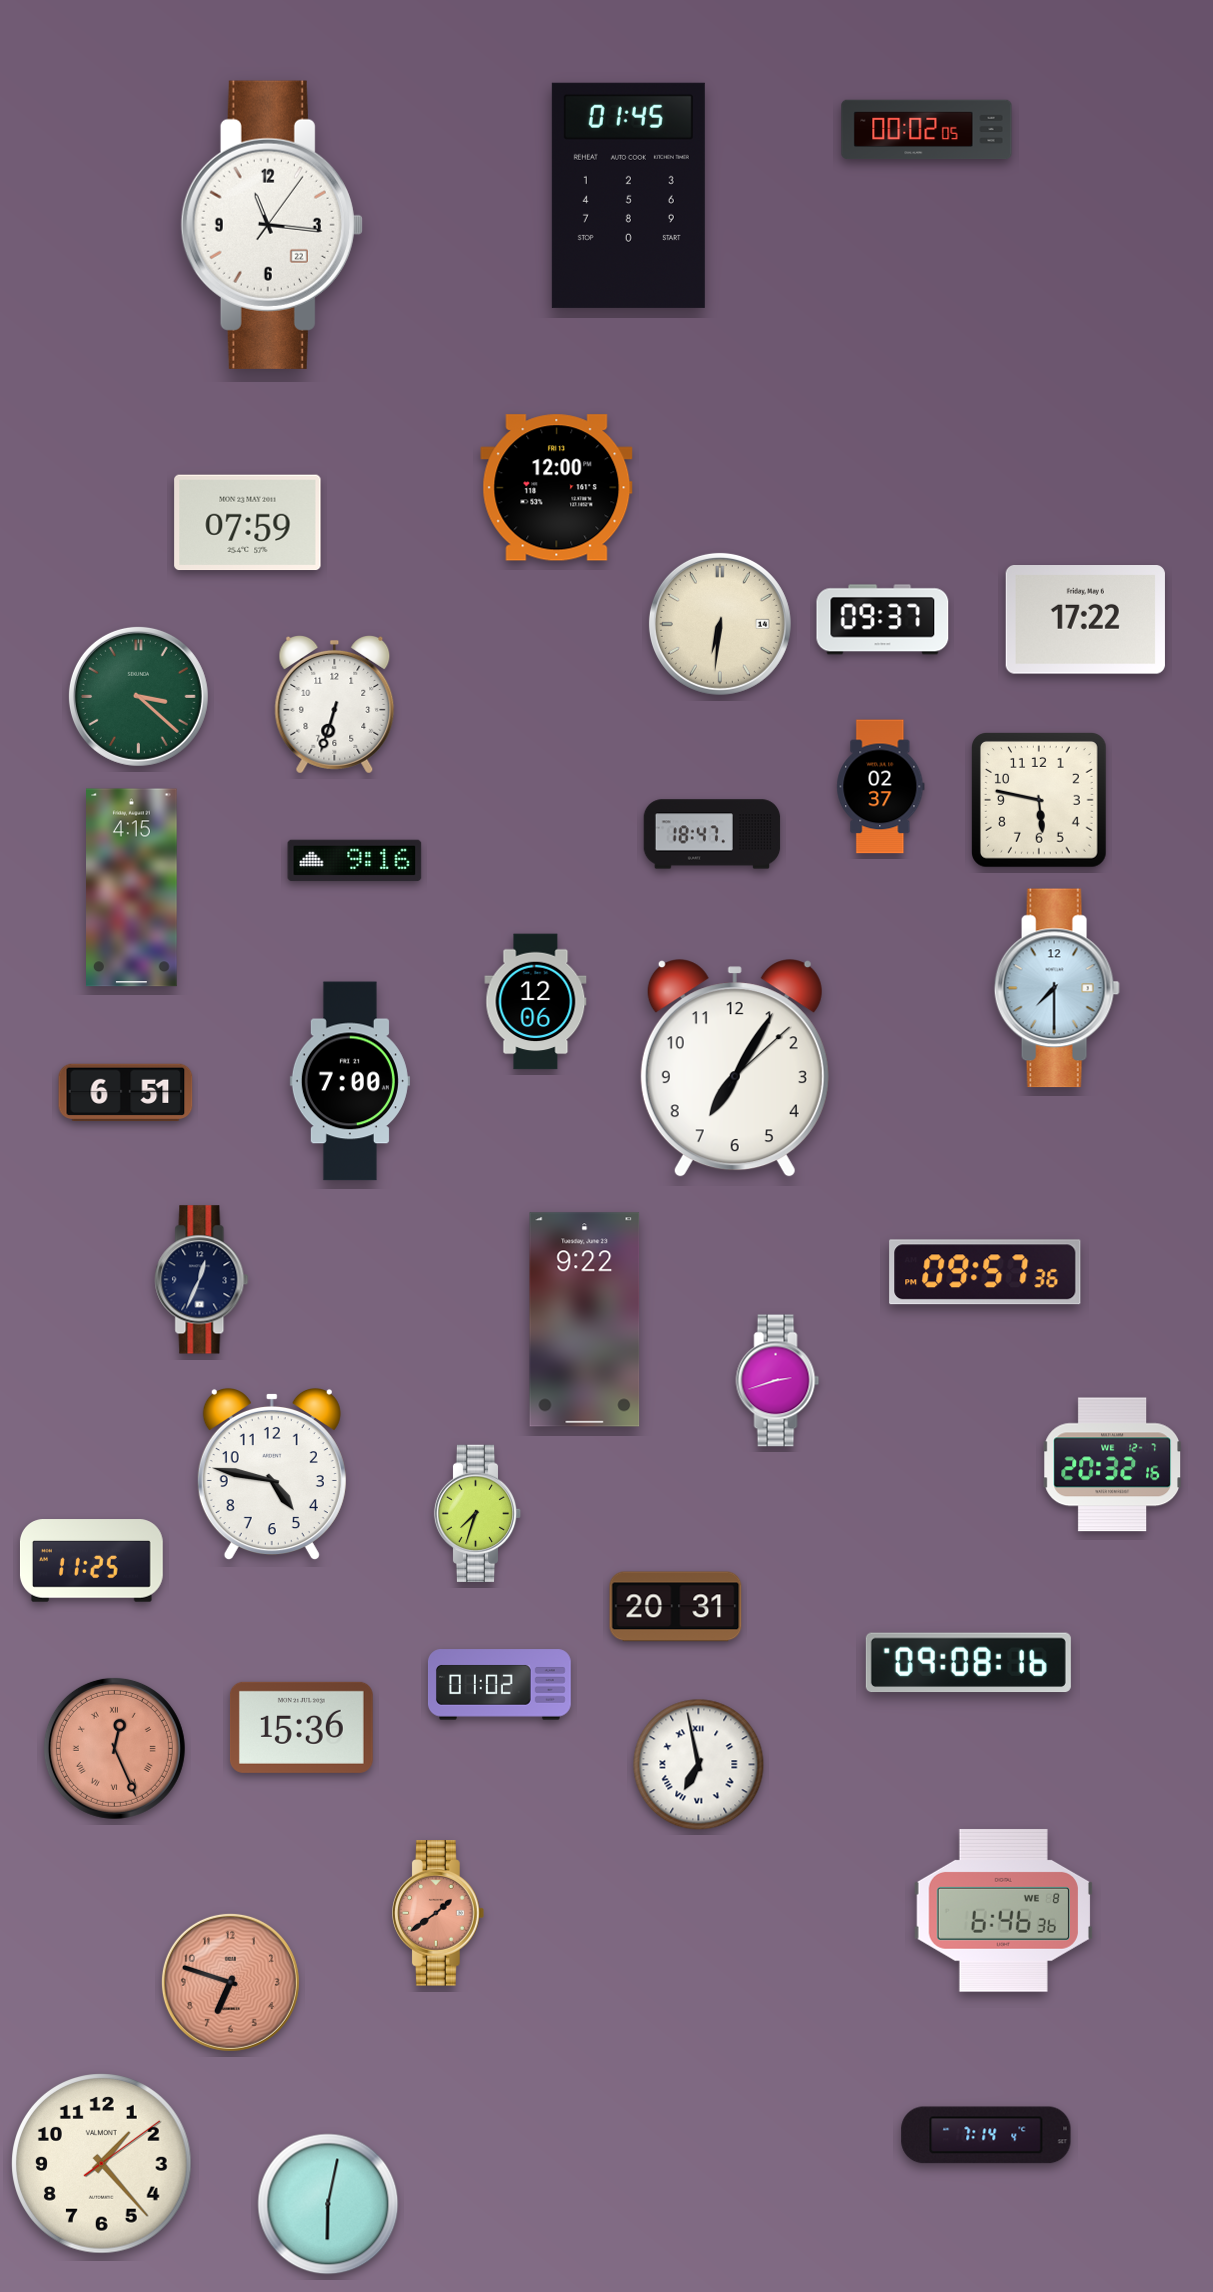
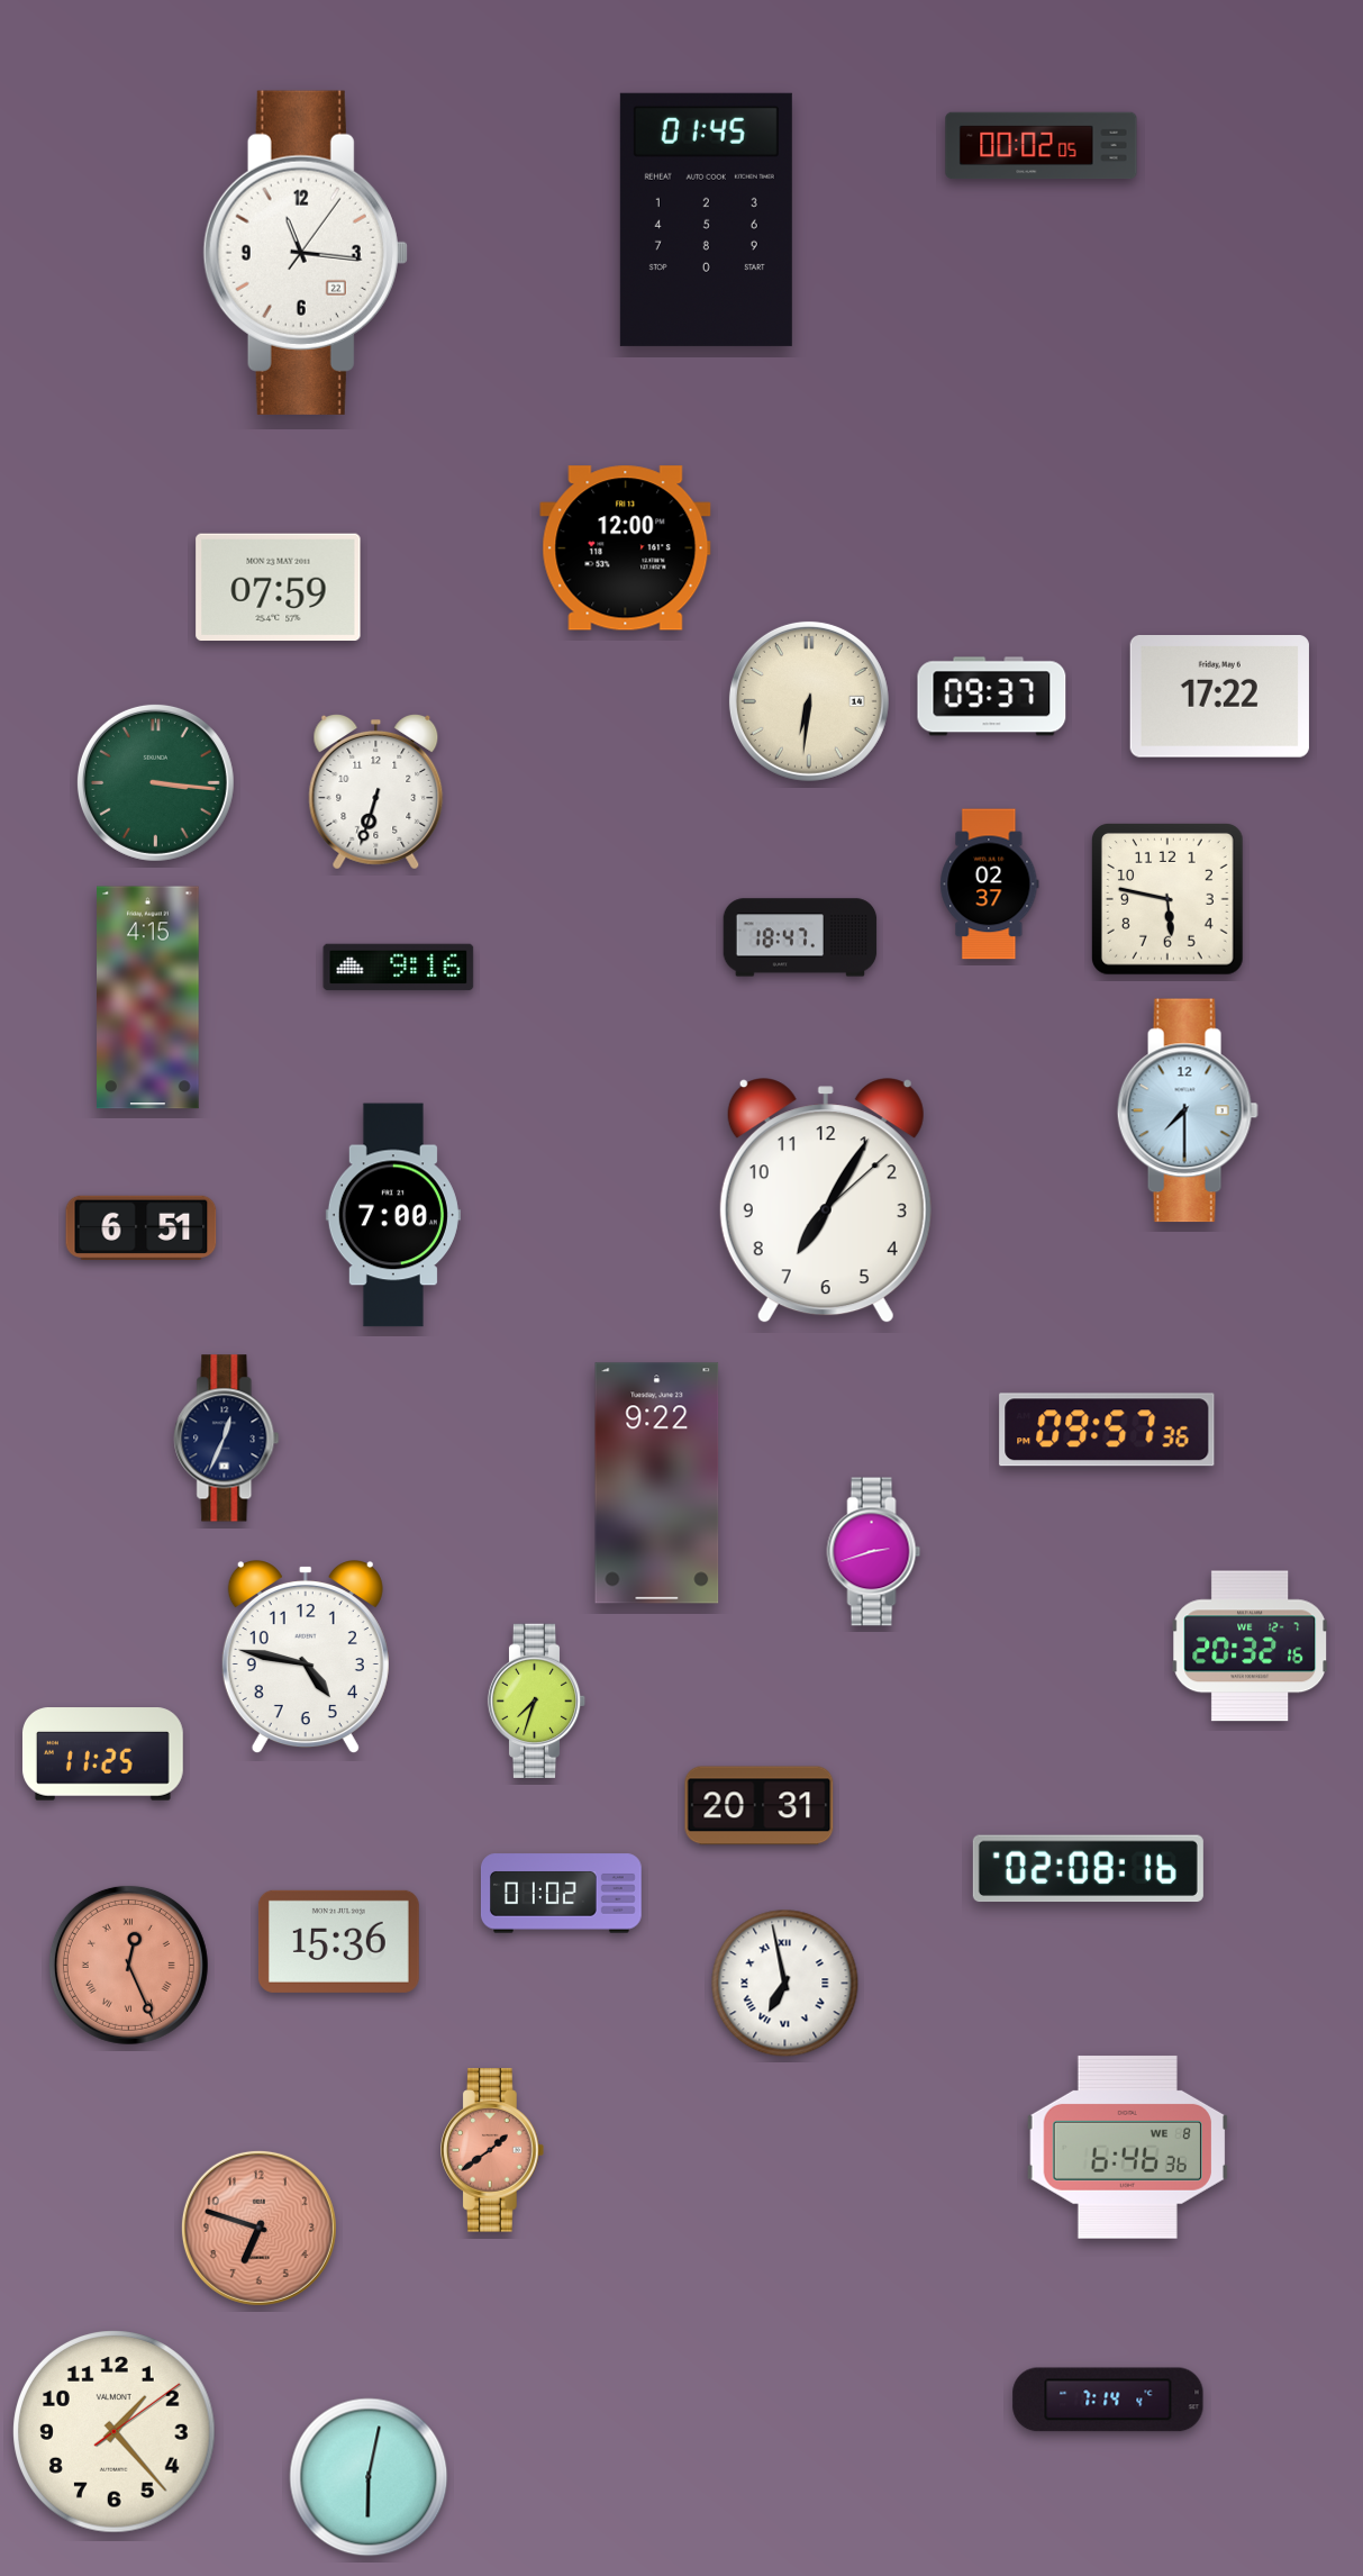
clock at (138, 696): 3:22 -> 3:16
clock at (536, 1002): 12:06 -> none
clock at (968, 1663): 09:08 -> 02:08
